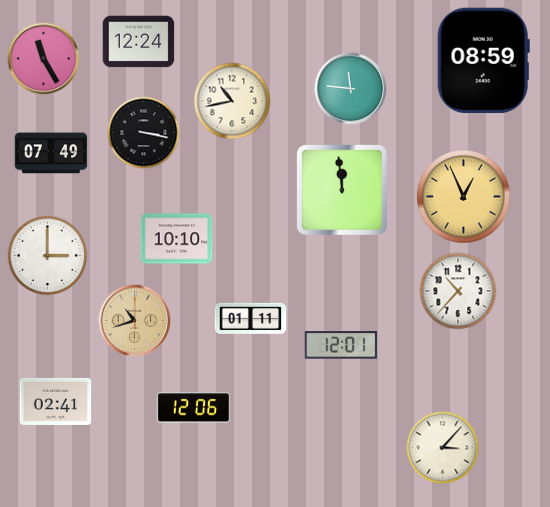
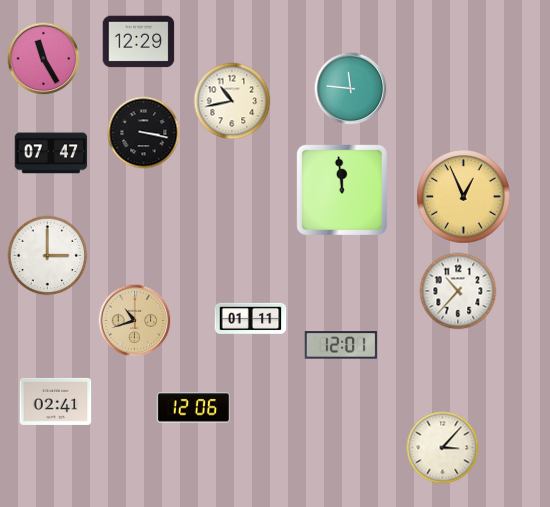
clock at (139, 42): 12:24 -> 12:29
clock at (483, 61): 08:59 -> none
clock at (51, 153): 07:49 -> 07:47
clock at (177, 239): 10:10 -> none
